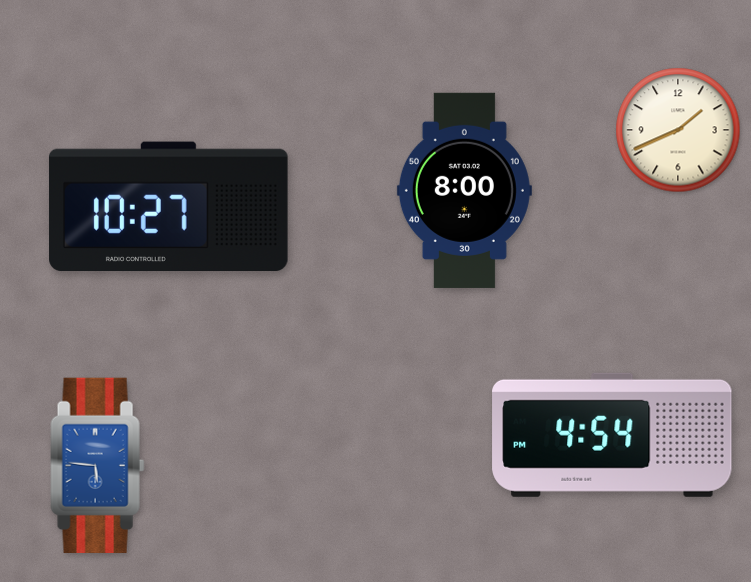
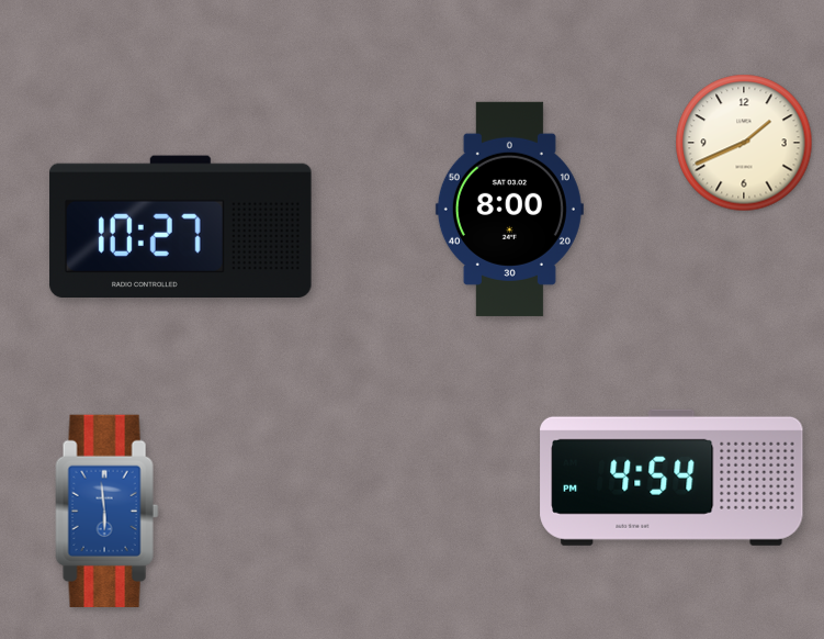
clock at (169, 206) position: (169, 206) -> (181, 226)
clock at (98, 465): 5:46 -> 5:59
